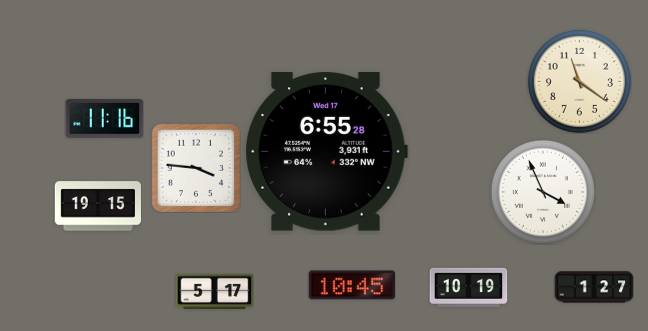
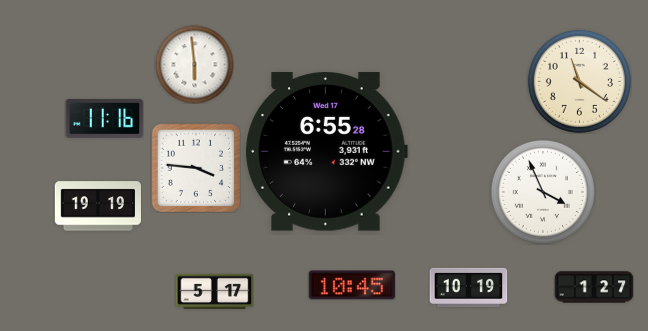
clock at (194, 64): none -> 5:59
clock at (97, 206): 19:15 -> 19:19
